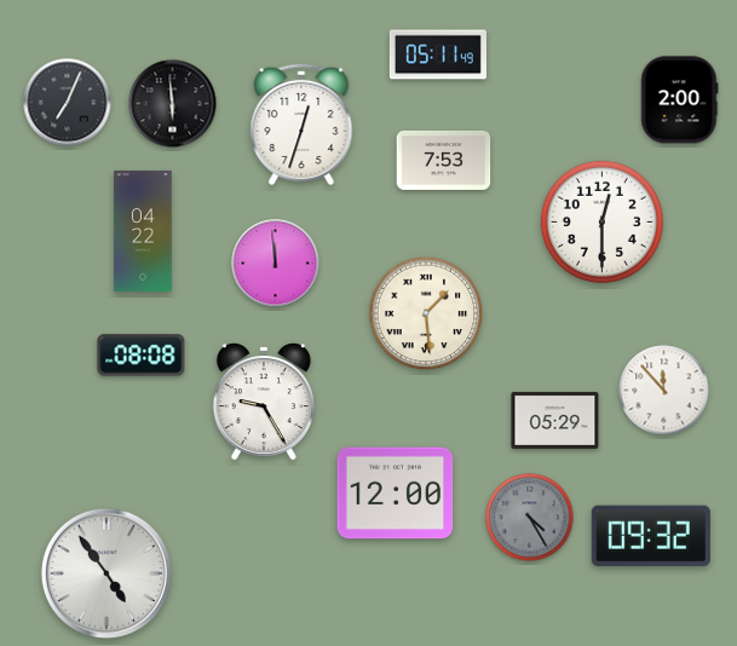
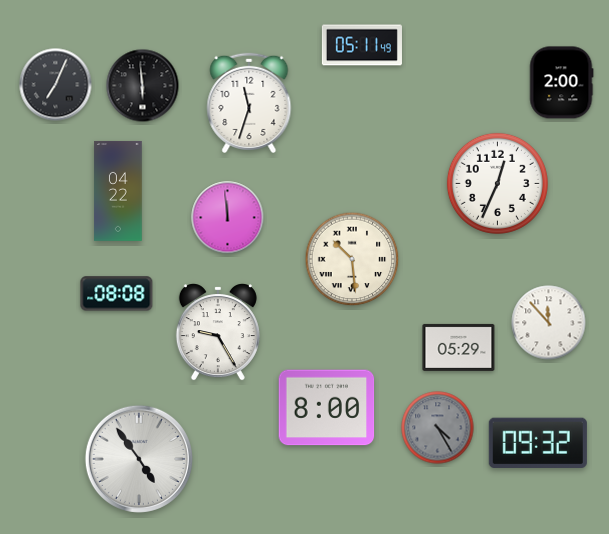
clock at (301, 125): 12:33 -> 11:33
clock at (444, 160): 7:53 -> none
clock at (601, 221): 12:30 -> 12:34
clock at (426, 313): 1:29 -> 10:29
clock at (396, 494): 12:00 -> 8:00
clock at (106, 573) position: (106, 573) -> (139, 459)
